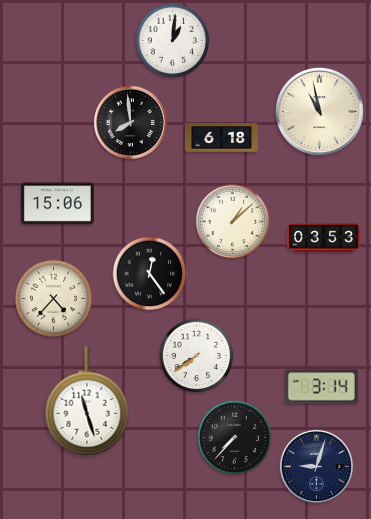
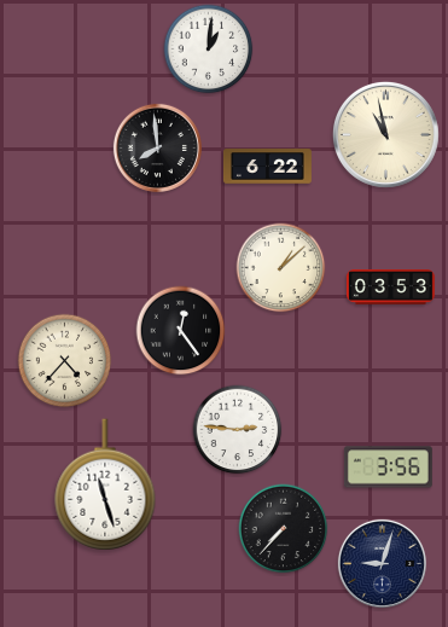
clock at (221, 138): 6:18 -> 6:22
clock at (57, 204): 15:06 -> none
clock at (197, 356): 7:39 -> 2:46
clock at (321, 387): 3:14 -> 3:56
